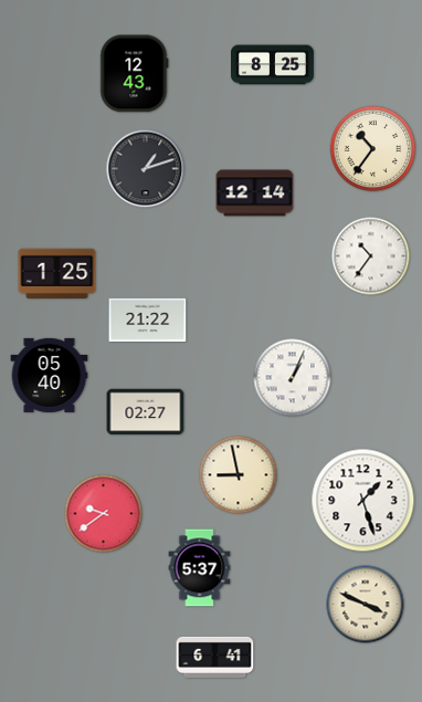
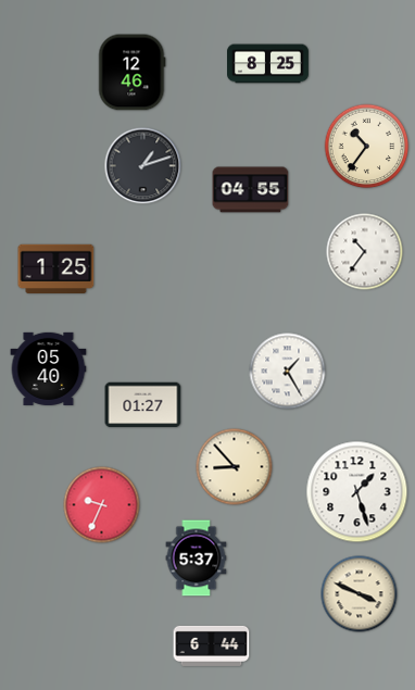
clock at (135, 74): 12:43 -> 12:46
clock at (255, 193): 12:14 -> 04:55
clock at (148, 321): 21:22 -> none
clock at (293, 378): 1:04 -> 1:25
clock at (146, 412): 02:27 -> 01:27
clock at (239, 475): 8:58 -> 8:53
clock at (104, 514): 9:39 -> 9:34
clock at (215, 657): 6:41 -> 6:44
